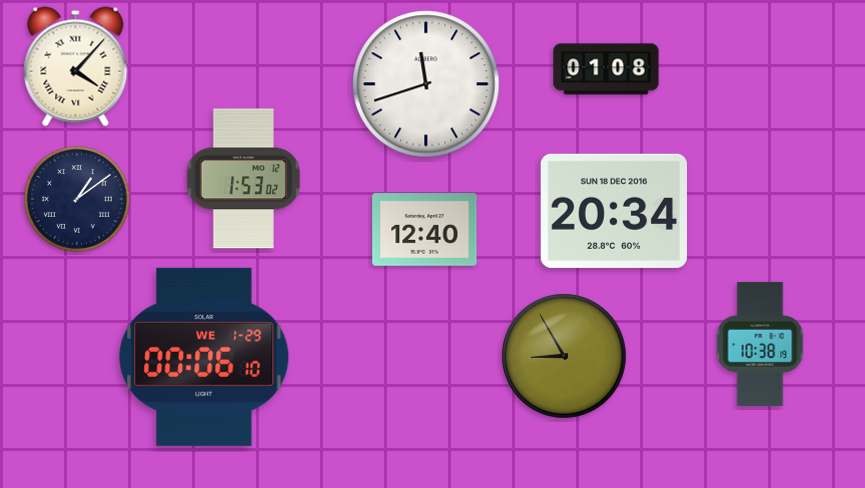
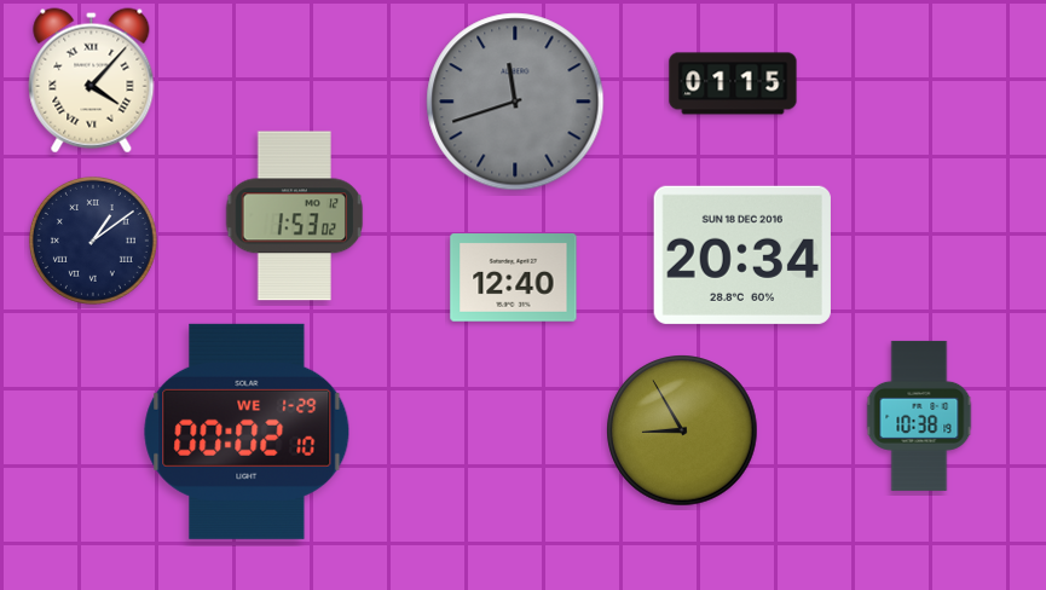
clock at (606, 69): 01:08 -> 01:15
clock at (426, 84) dial: white -> grey
clock at (204, 357): 00:06 -> 00:02
